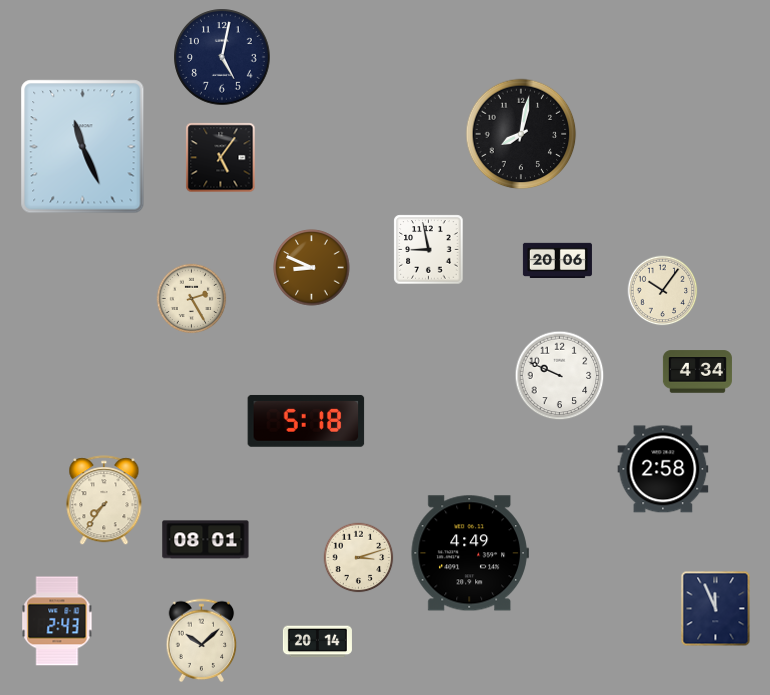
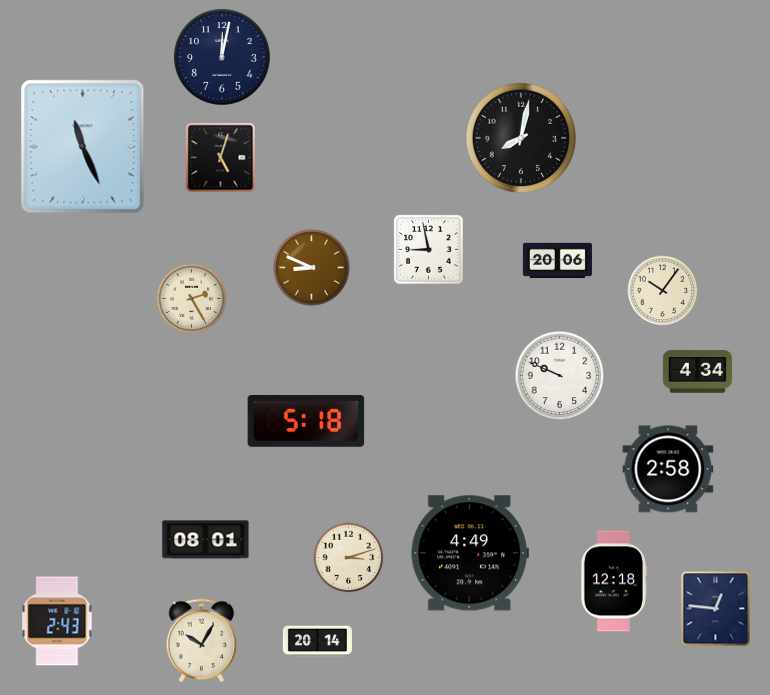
clock at (222, 57): 5:02 -> 12:02
clock at (521, 134) position: (521, 134) -> (521, 138)
clock at (221, 158): 5:06 -> 5:03
clock at (663, 469) position: (663, 469) -> (668, 469)
clock at (104, 501): 7:36 -> none
clock at (359, 558) position: (359, 558) -> (349, 558)
clock at (613, 581): none -> 12:18
clock at (716, 609): 11:56 -> 12:46
clock at (202, 641): 10:08 -> 10:05
